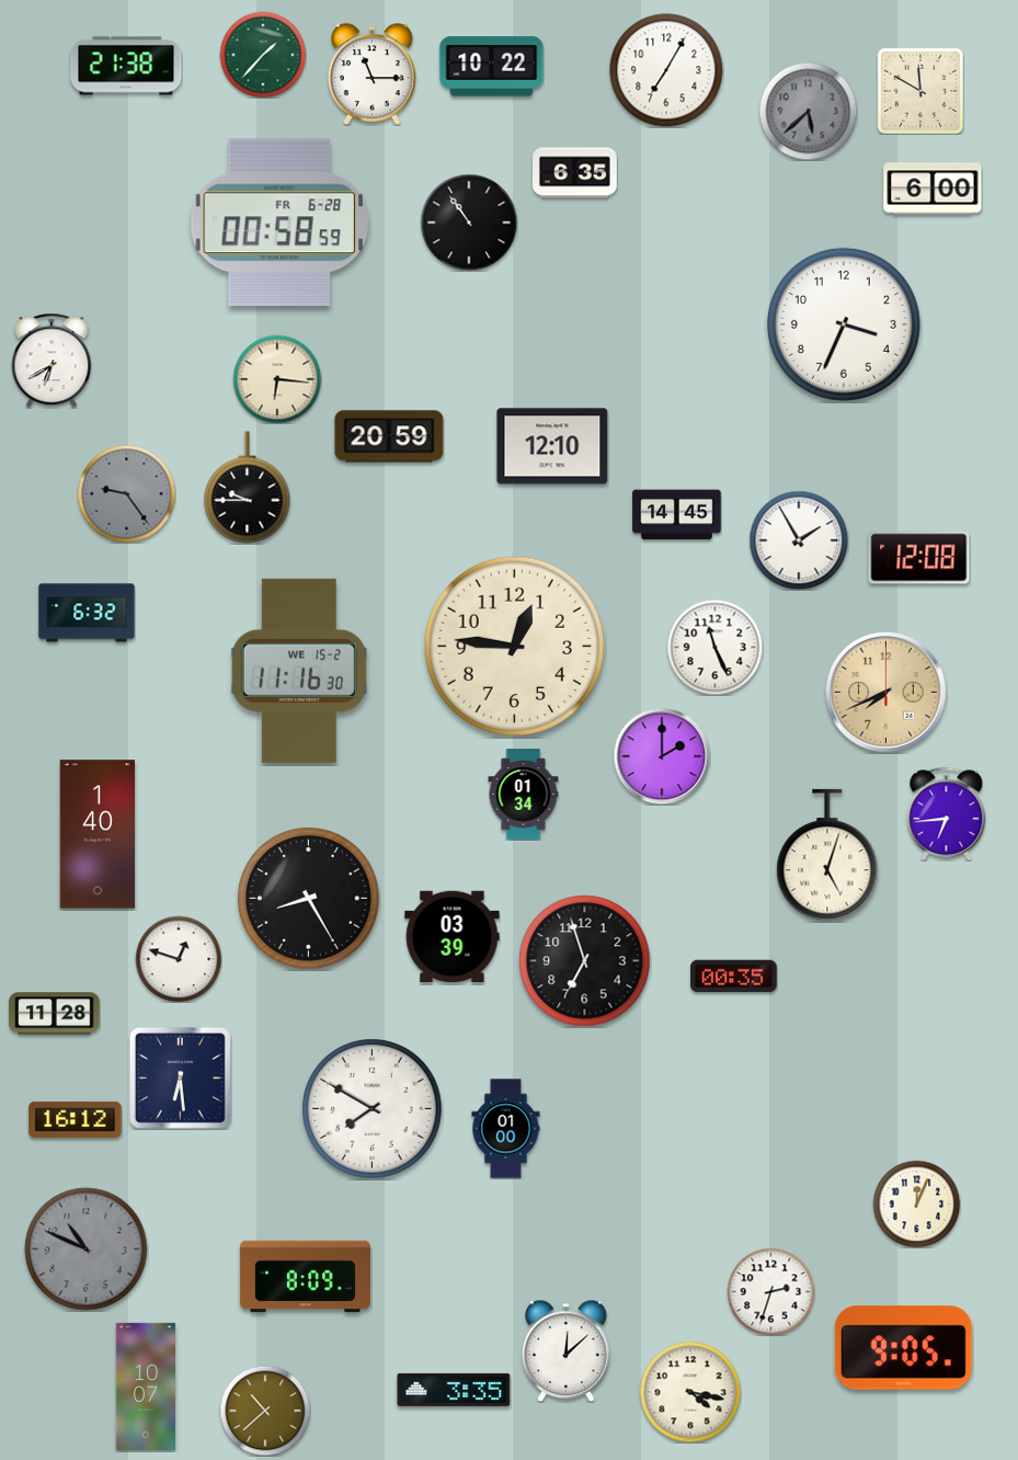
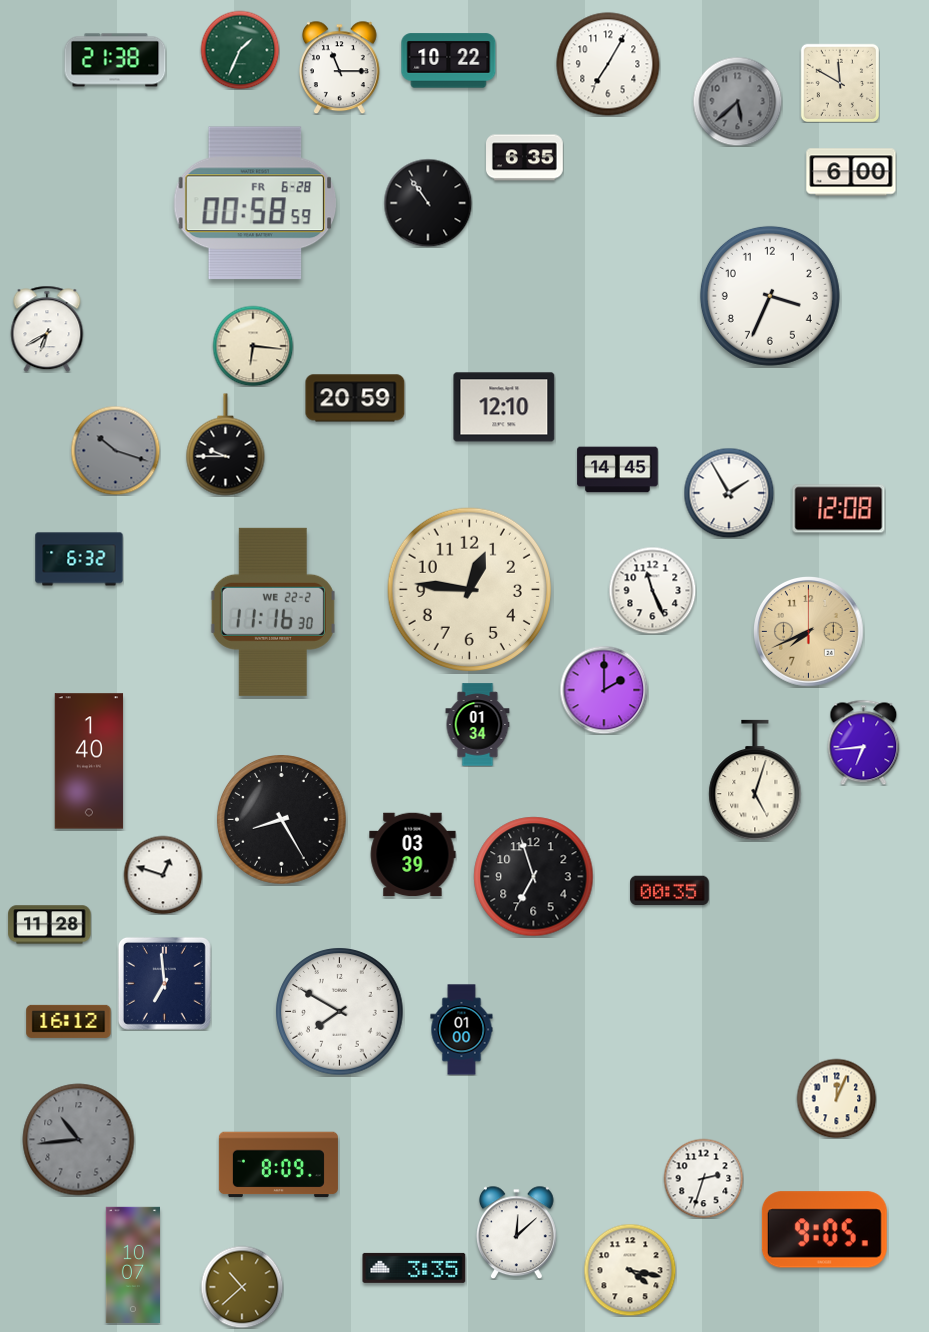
clock at (263, 55): 1:37 -> 1:34
clock at (126, 493): 9:24 -> 10:18
clock at (299, 671) date: WE 15-2 -> WE 22-2
clock at (180, 1077): 6:29 -> 6:59
clock at (87, 1250): 10:49 -> 10:44
